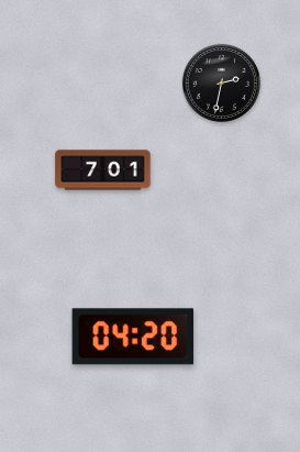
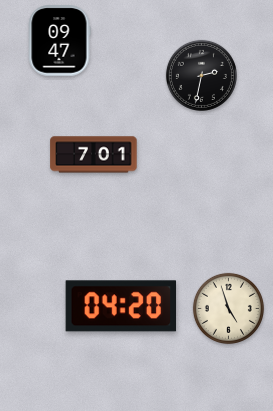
clock at (59, 41): none -> 09:47
clock at (228, 308): none -> 4:57
